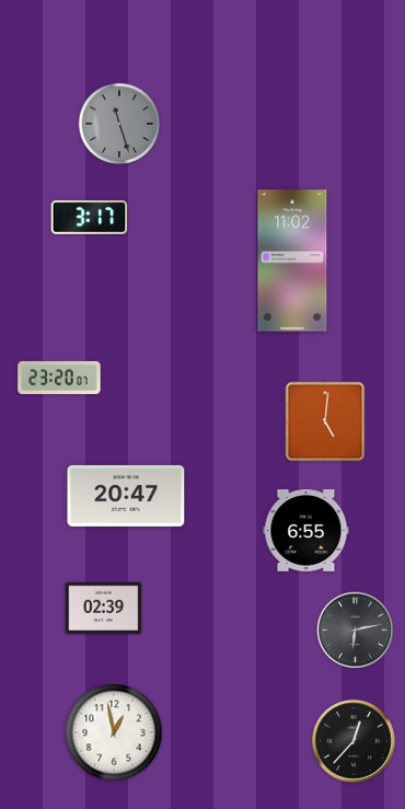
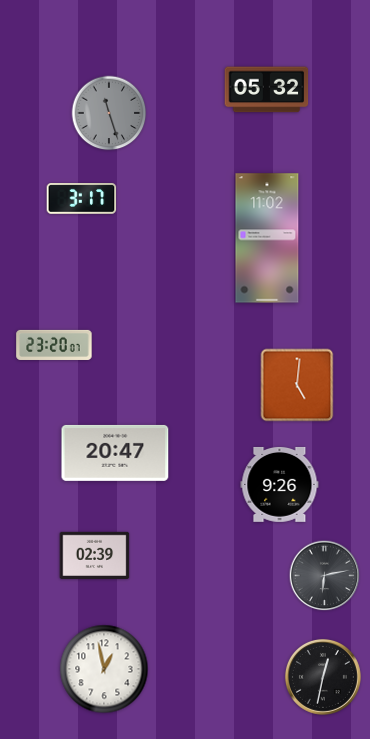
clock at (267, 90): none -> 05:32
clock at (306, 530): 6:55 -> 9:26
clock at (354, 741): 12:37 -> 12:32
